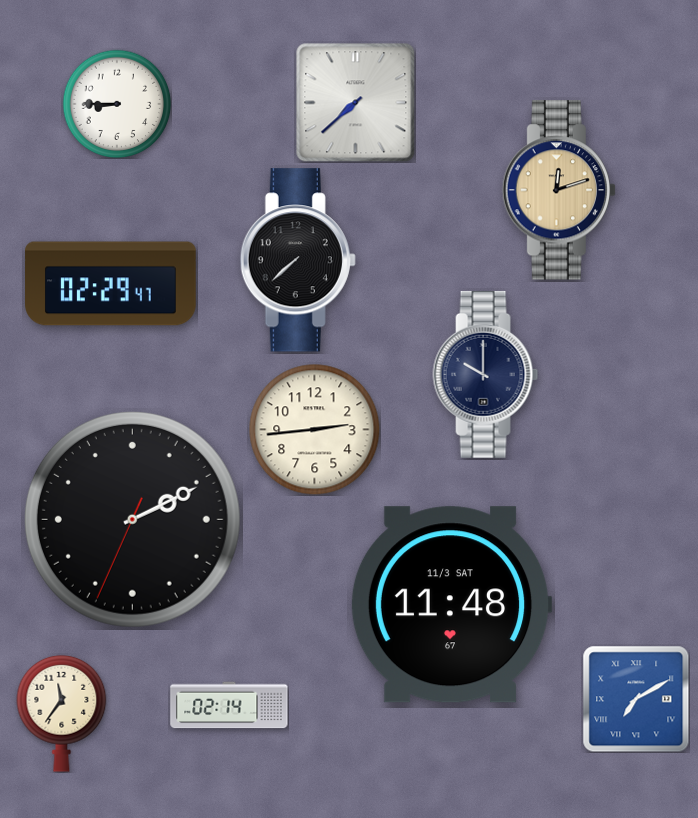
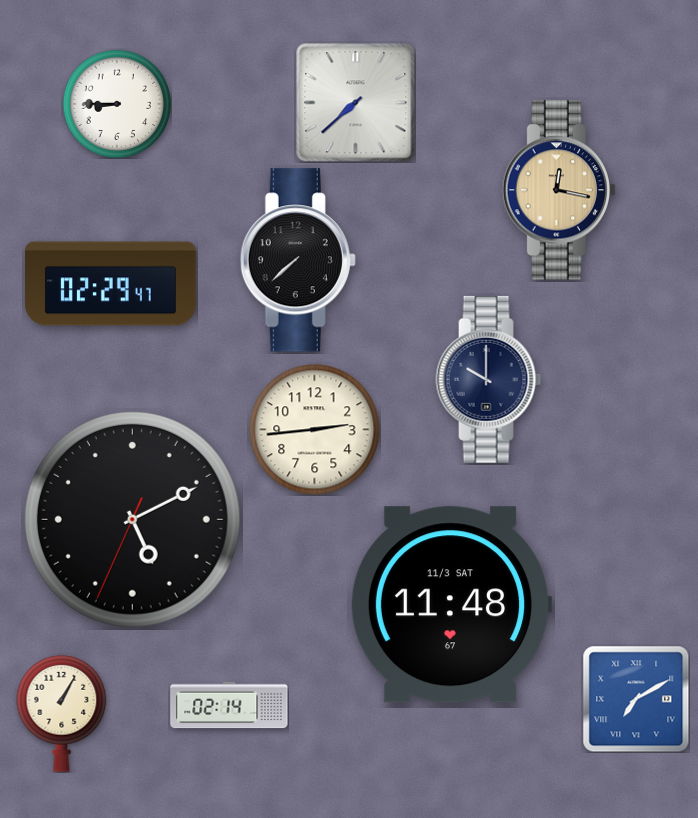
clock at (558, 190): 12:12 -> 12:17
clock at (486, 374) position: (486, 374) -> (489, 379)
clock at (132, 519): 2:10 -> 5:10
clock at (62, 713): 11:36 -> 1:05
